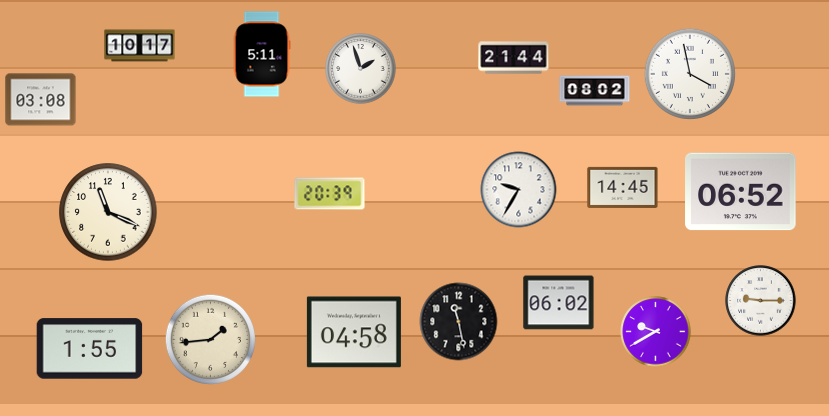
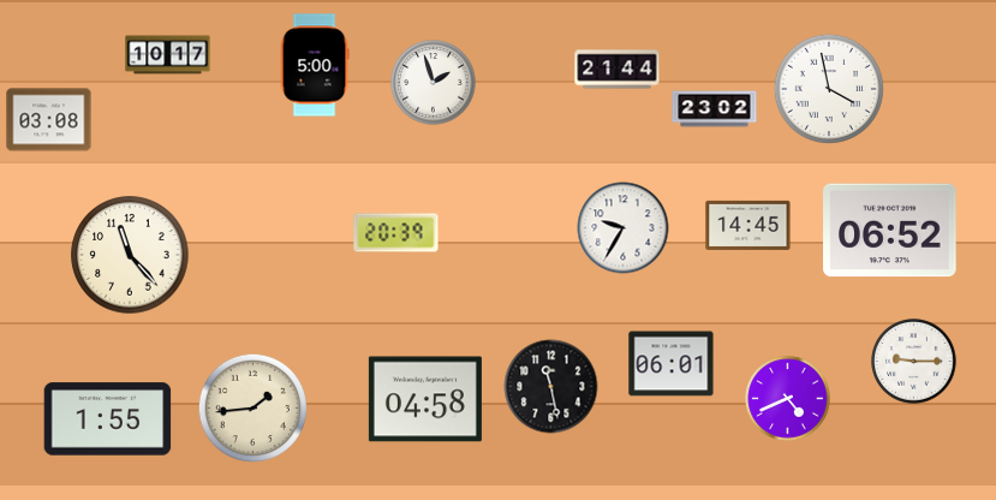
clock at (262, 54): 5:11 -> 5:00
clock at (595, 91): 08:02 -> 23:02
clock at (108, 212): 11:19 -> 11:23
clock at (559, 303): 06:02 -> 06:01
clock at (656, 332): 9:40 -> 4:41
